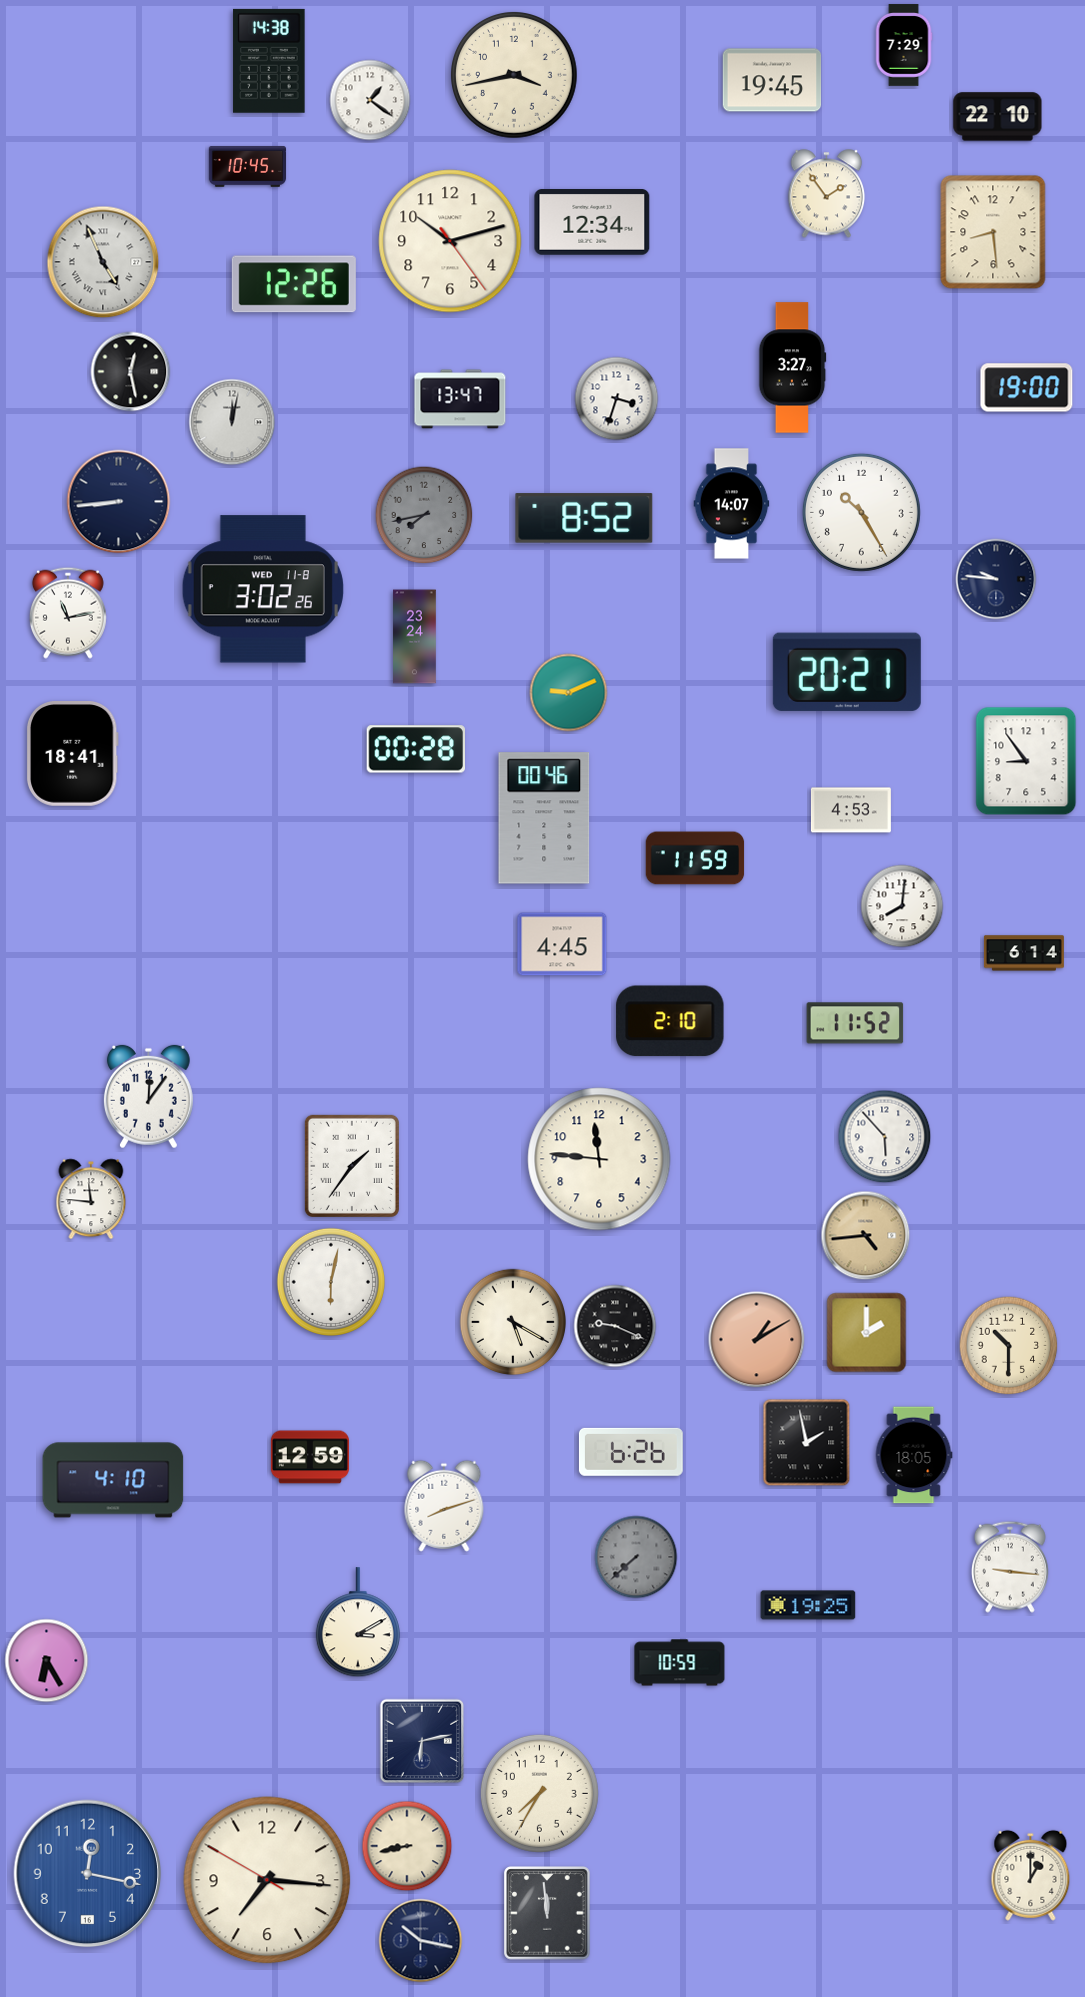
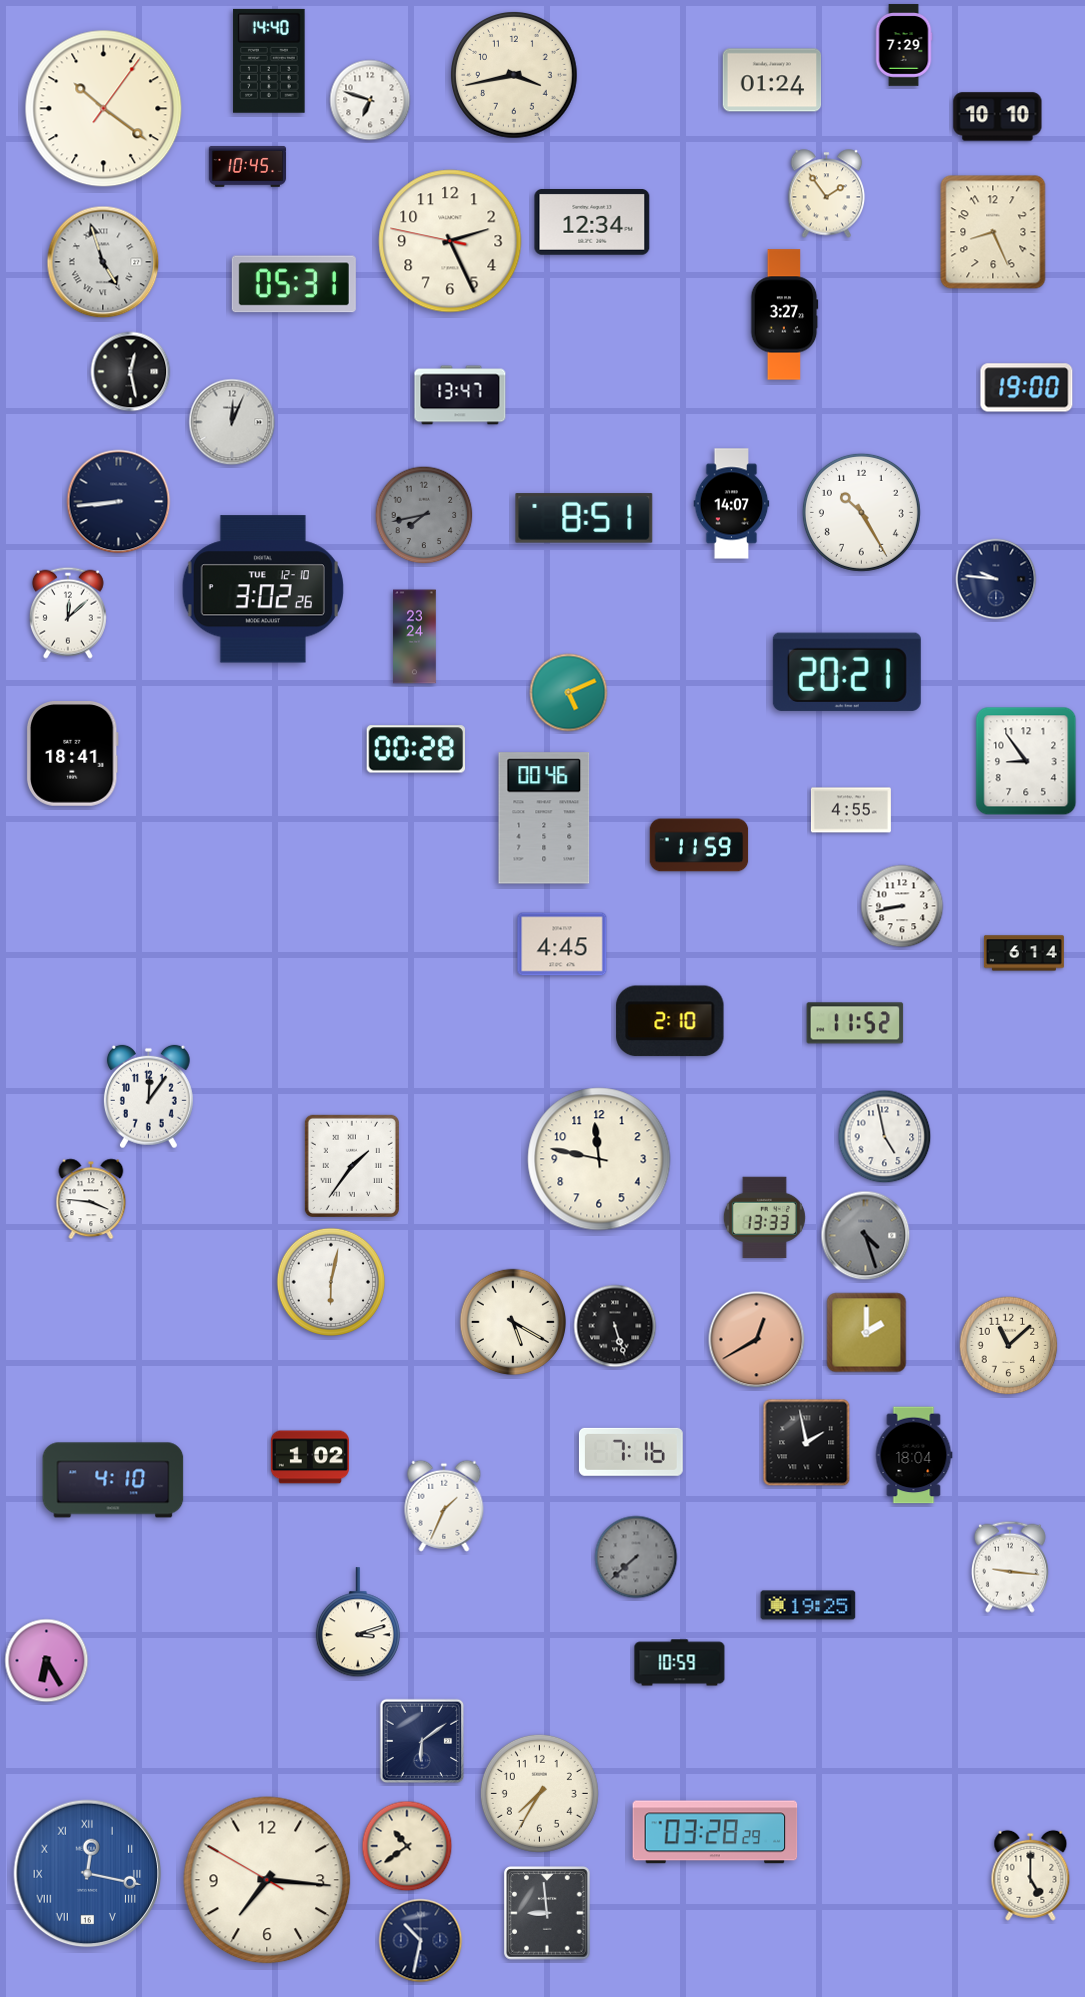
clock at (269, 61): 14:38 -> 14:40
clock at (772, 80): 19:45 -> 01:24
clock at (370, 100): 1:21 -> 6:48
clock at (104, 109): none -> 10:21
clock at (998, 117): 22:10 -> 10:10
clock at (993, 232): 8:29 -> 8:26
clock at (450, 241): 10:12 -> 2:25
clock at (103, 262): 4:56 -> 4:57
clock at (294, 284): 12:26 -> 05:31
clock at (793, 368) position: (793, 368) -> (785, 315)
clock at (460, 399) position: (460, 399) -> (460, 395)
clock at (617, 399): 3:33 -> none
clock at (232, 422): 12:02 -> 12:04
clock at (584, 518): 8:52 -> 8:51
clock at (263, 589) date: WED 11-8 -> TUE 12-10
clock at (68, 613): 11:13 -> 12:08
clock at (569, 693): 9:11 -> 5:11
clock at (851, 810): 4:53 -> 4:55
clock at (695, 858) position: (695, 858) -> (699, 845)
clock at (902, 906): 8:01 -> 8:43
clock at (885, 1137): 5:53 -> 4:58
clock at (599, 1159): 11:46 -> 11:47
clock at (91, 1199): 11:46 -> 3:46
clock at (764, 1218): none -> 13:33
clock at (866, 1236): 4:44 -> 4:27
clock at (866, 1236) dial: champagne -> grey
clock at (615, 1326): 9:19 -> 5:27
clock at (757, 1340): 1:10 -> 12:40
clock at (1009, 1346): 10:30 -> 11:08
clock at (631, 1452): 6:26 -> 7:16
clock at (914, 1455): 18:05 -> 18:04
clock at (310, 1457): 12:59 -> 1:02
clock at (444, 1506): 8:12 -> 1:34
clock at (358, 1623): 3:10 -> 3:12
clock at (422, 1741): 6:13 -> 6:09
clock at (715, 1832): none -> 03:28
clock at (407, 1846): 8:43 -> 10:39
clock at (88, 1874) numerals: Arabic -> Roman
clock at (1031, 1875): 1:00 -> 5:00
clock at (547, 1913): 11:59 -> 8:59
clock at (421, 1941): 10:17 -> 10:32
